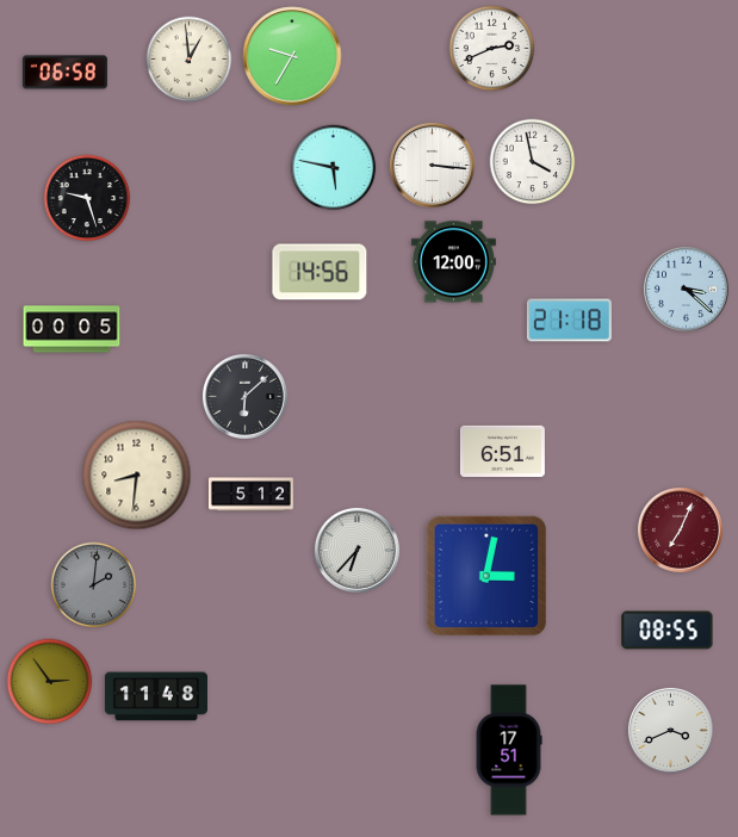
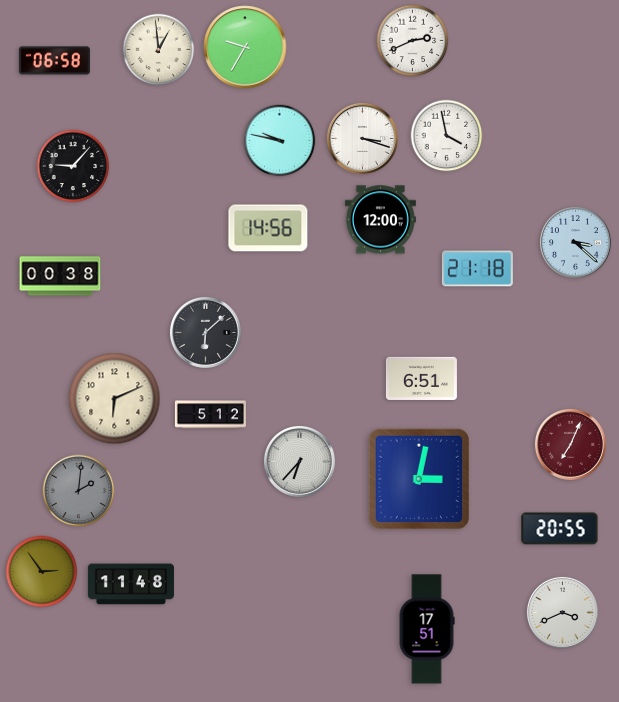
clock at (432, 165): 3:16 -> 3:18
clock at (334, 168): 5:47 -> 9:47
clock at (87, 198): 9:27 -> 9:07
clock at (72, 329): 00:05 -> 00:38
clock at (137, 476): 8:31 -> 6:11
clock at (486, 576) position: (486, 576) -> (419, 479)
clock at (668, 631): 08:55 -> 20:55
